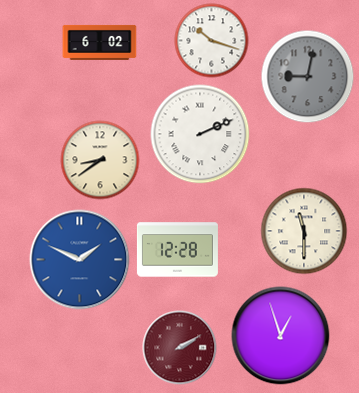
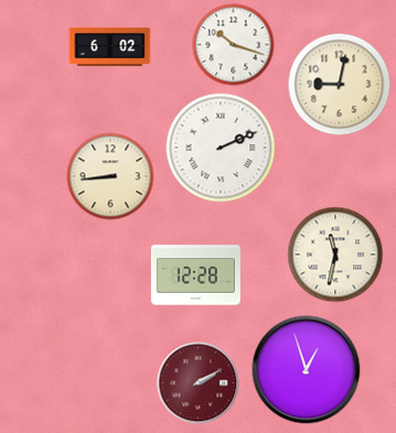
clock at (308, 77) dial: grey -> cream
clock at (100, 160): 8:39 -> 8:44
clock at (304, 231): 11:30 -> 11:32
clock at (80, 260): 1:49 -> none
clock at (281, 336) position: (281, 336) -> (307, 370)
